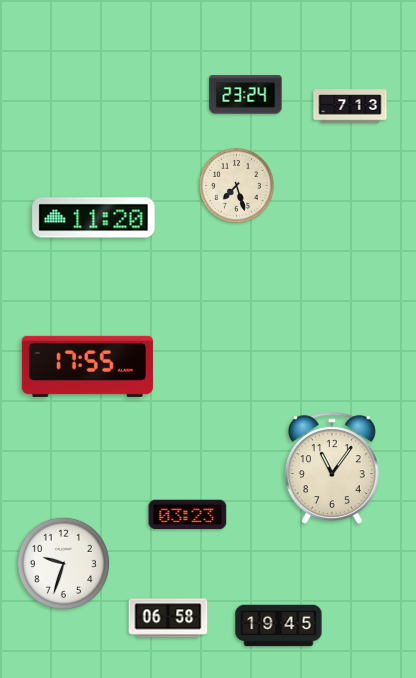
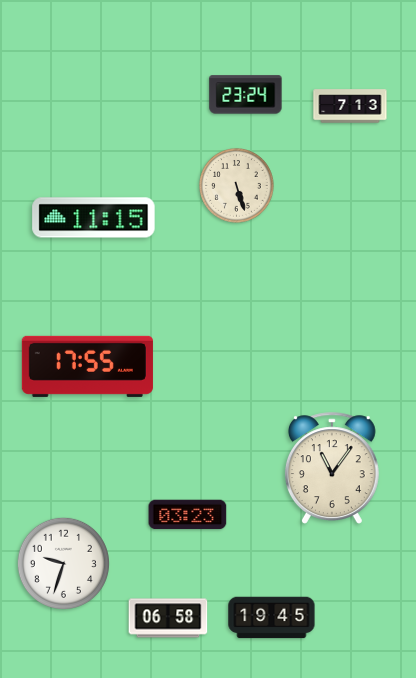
clock at (237, 186): 7:27 -> 5:27
clock at (94, 218): 11:20 -> 11:15
clock at (279, 626) position: (279, 626) -> (272, 618)
